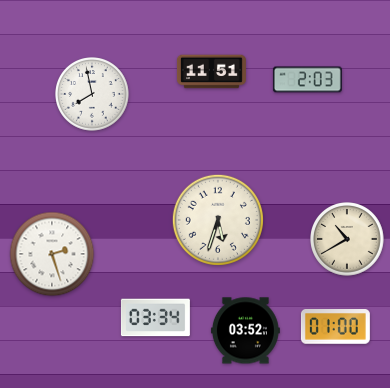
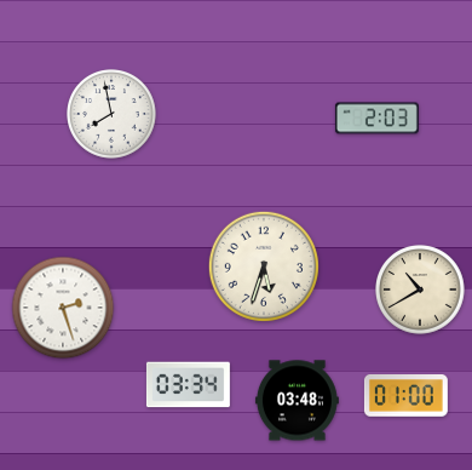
clock at (211, 72): 11:51 -> none
clock at (307, 80) position: (307, 80) -> (376, 119)
clock at (245, 331): 03:52 -> 03:48
